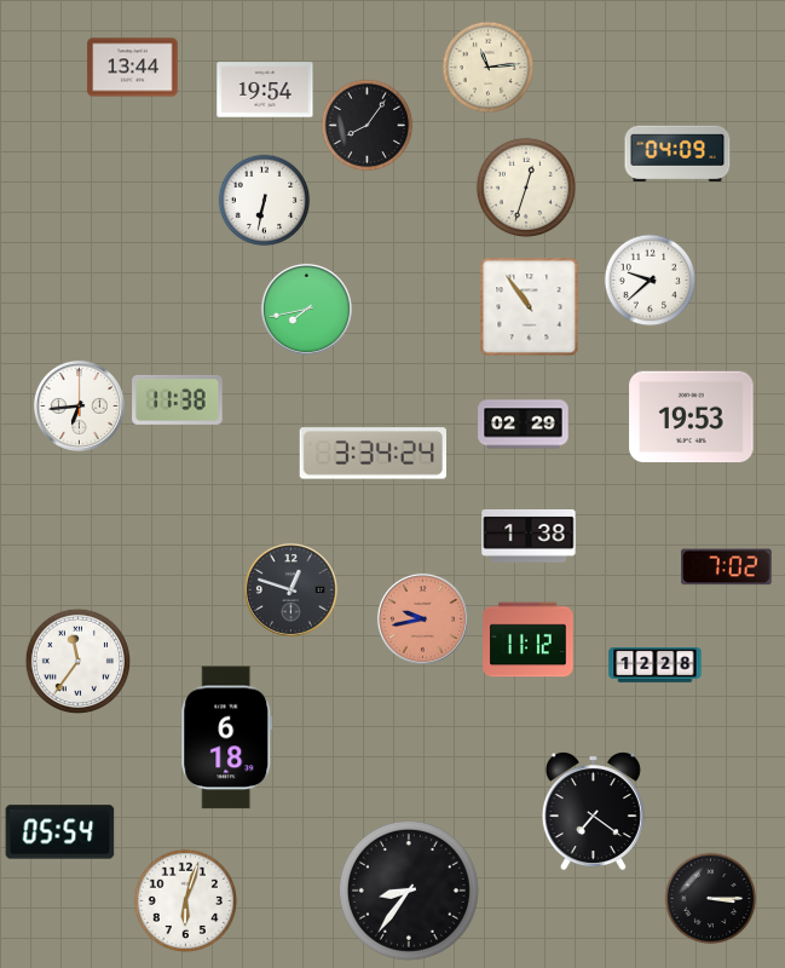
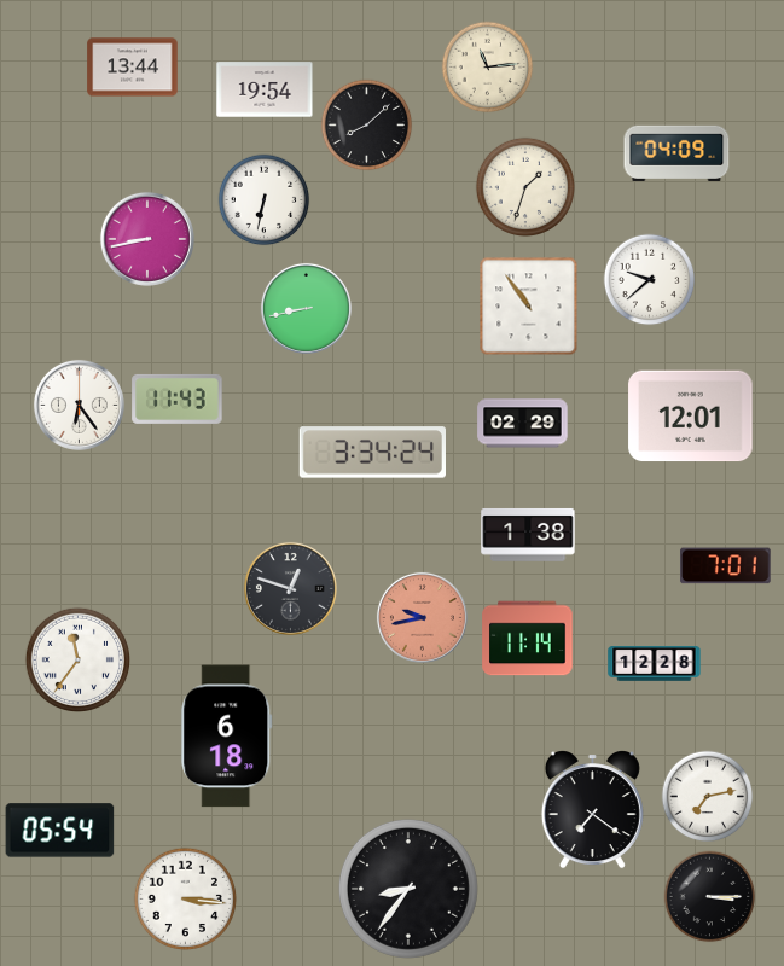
clock at (368, 126): 8:06 -> 8:08
clock at (526, 188): 12:33 -> 1:33
clock at (147, 239): none -> 8:43
clock at (306, 309): 7:43 -> 8:43
clock at (178, 399): 11:38 -> 11:43
clock at (79, 405): 6:44 -> 6:24
clock at (692, 417): 19:53 -> 12:01
clock at (727, 567): 7:02 -> 7:01
clock at (529, 640): 11:12 -> 11:14
clock at (708, 797): none -> 7:13
clock at (185, 900): 6:03 -> 3:16
